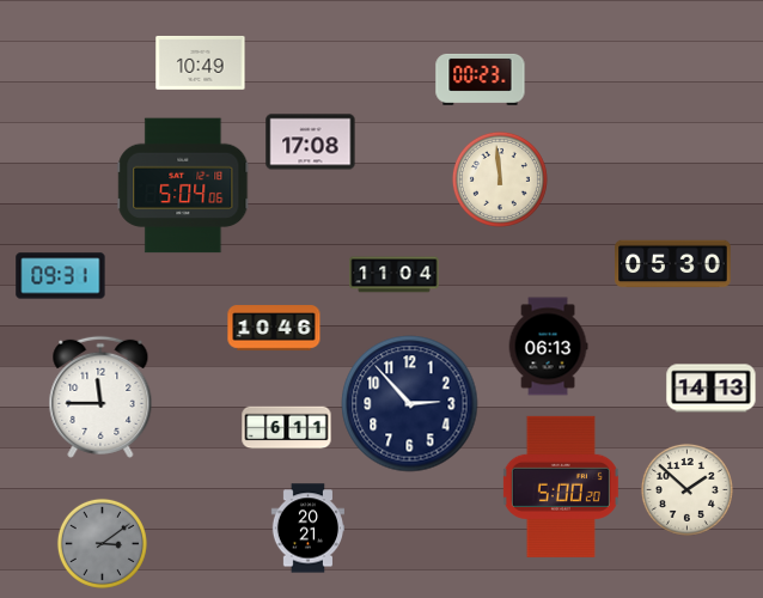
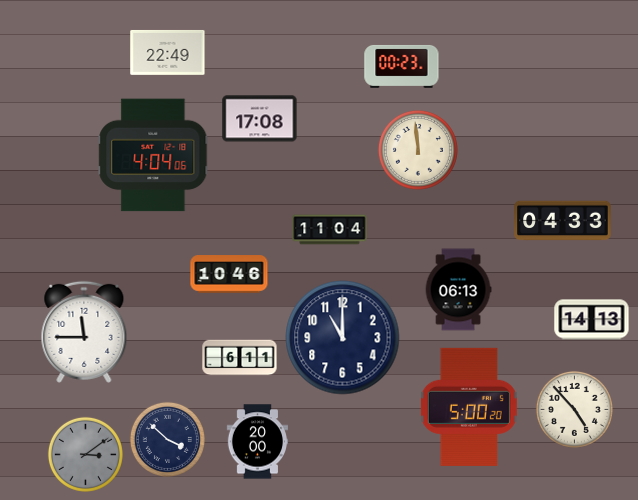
clock at (201, 62): 10:49 -> 22:49
clock at (183, 185): 5:04 -> 4:04
clock at (673, 264): 05:30 -> 04:33
clock at (61, 276): 09:31 -> none
clock at (712, 389) position: (712, 389) -> (592, 320)
clock at (410, 404): 2:53 -> 11:00
clock at (686, 489): 1:52 -> 4:53
clock at (167, 439): none -> 3:52
clock at (307, 529): 20:21 -> 20:00
